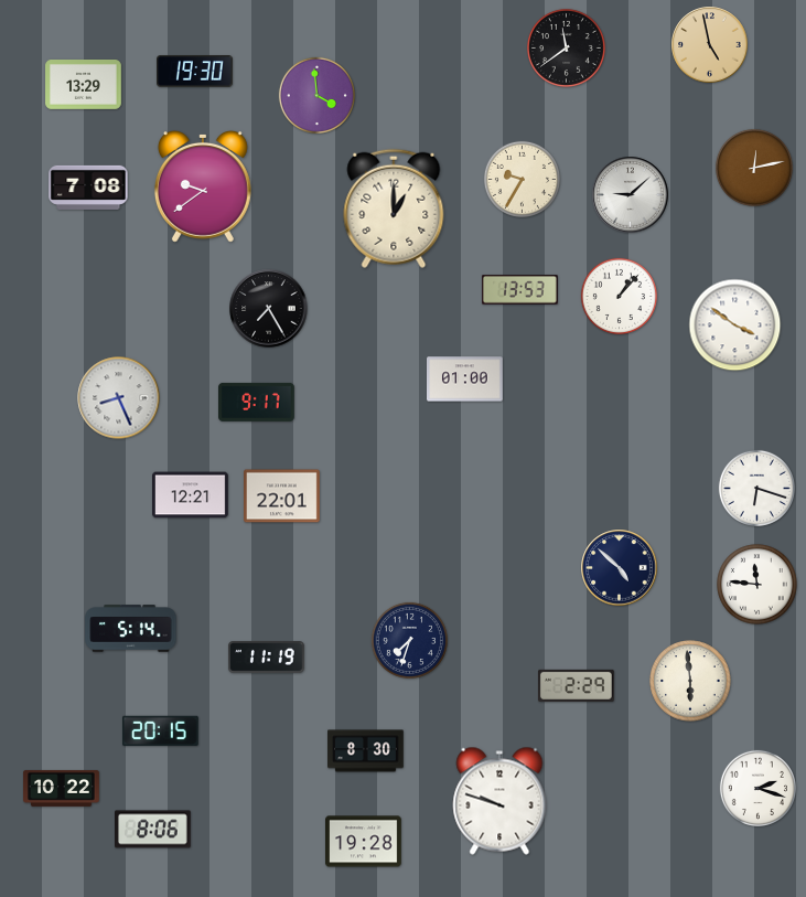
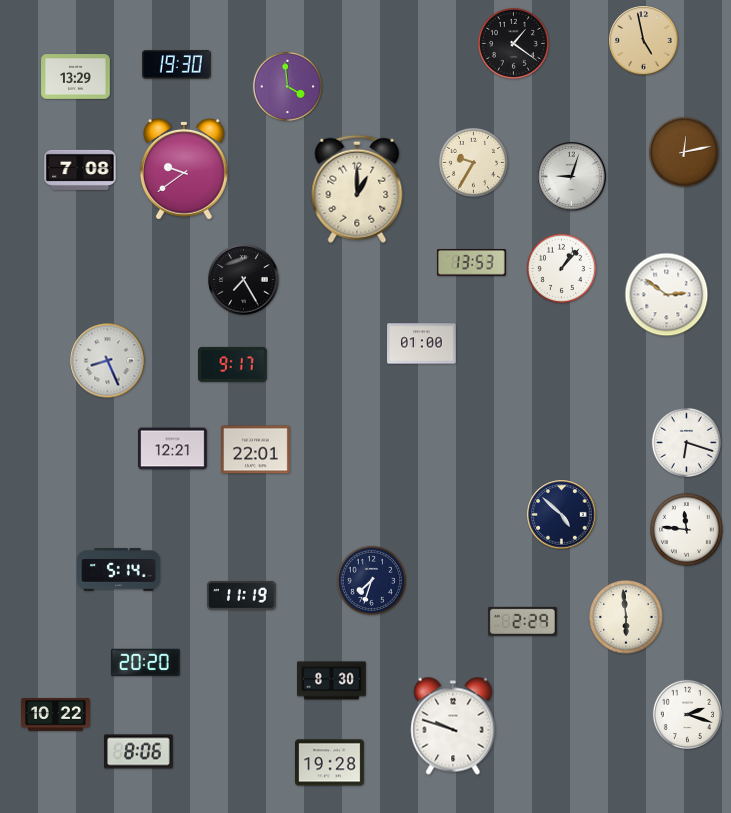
clock at (566, 47): 11:39 -> 1:21
clock at (631, 195): 9:08 -> 9:03
clock at (735, 325): 3:51 -> 2:51
clock at (160, 730): 20:15 -> 20:20
